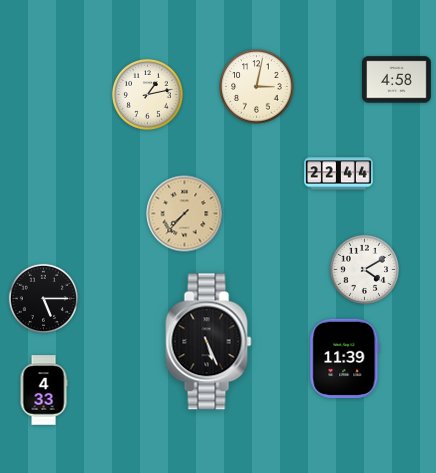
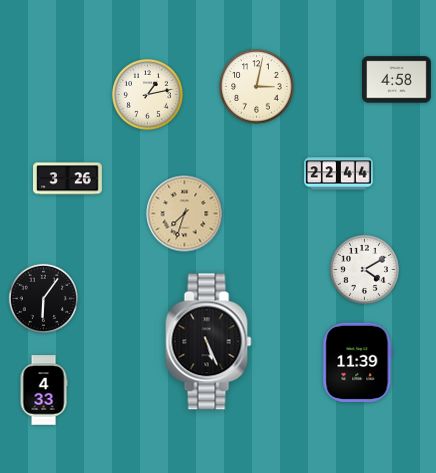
clock at (68, 179): none -> 3:26
clock at (185, 214): 7:37 -> 7:33
clock at (43, 298): 5:15 -> 6:06
clock at (345, 358) position: (345, 358) -> (358, 362)
